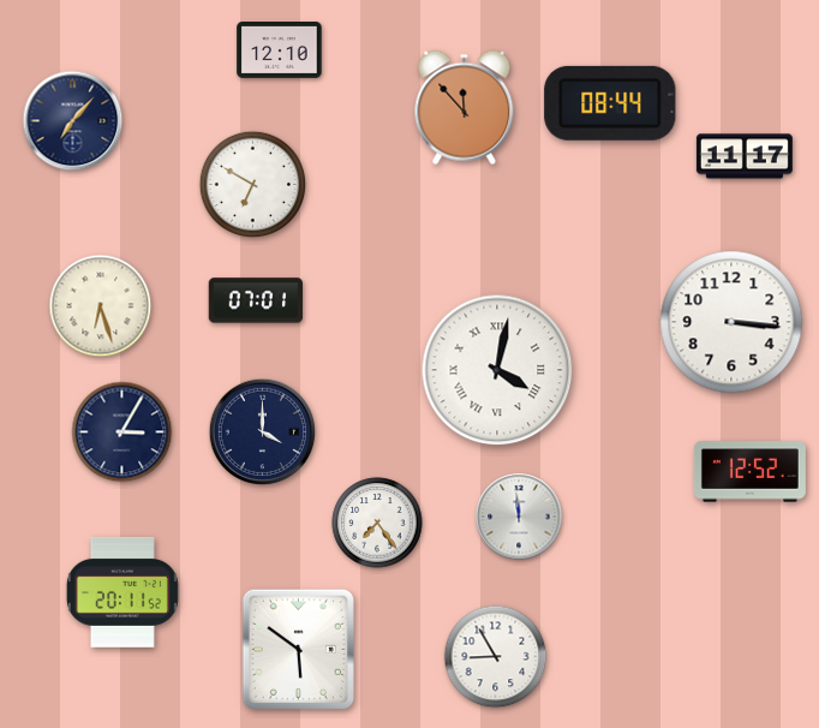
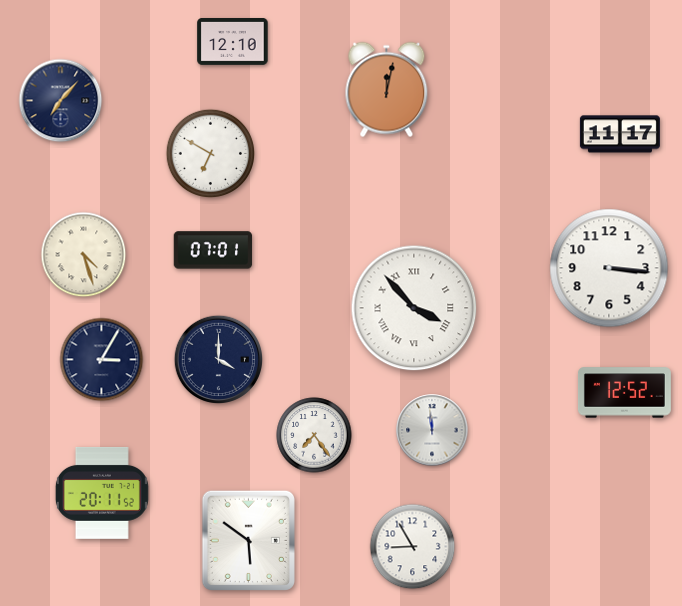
clock at (610, 103): 08:44 -> none
clock at (465, 108): 11:53 -> 12:02
clock at (745, 156) position: (745, 156) -> (620, 134)
clock at (101, 306): 6:27 -> 4:27
clock at (497, 370): 4:02 -> 3:53
